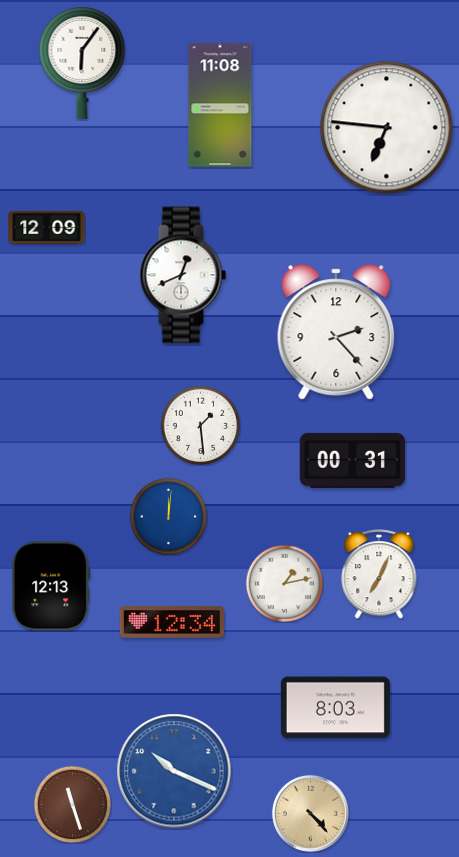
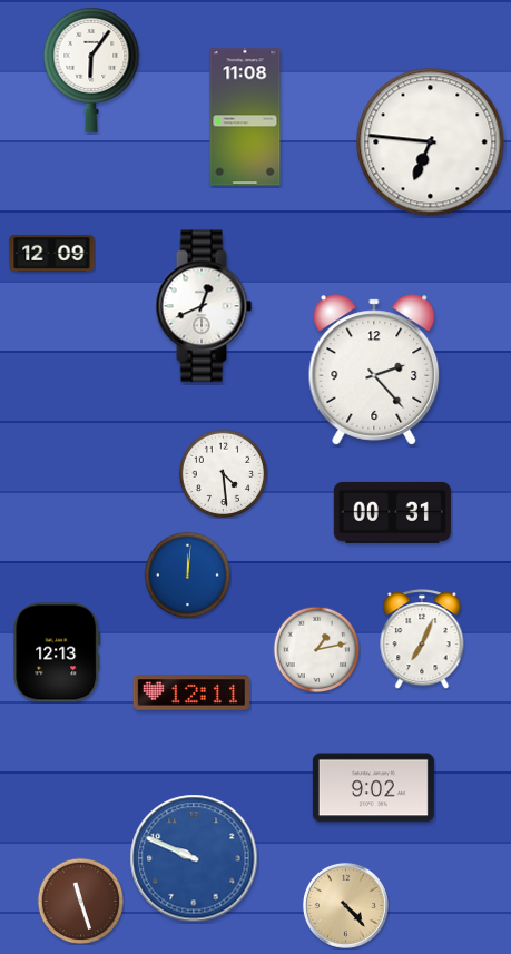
clock at (200, 425): 1:29 -> 4:29
clock at (171, 622): 12:34 -> 12:11
clock at (335, 708): 8:03 -> 9:02
clock at (174, 771): 10:19 -> 9:49
clock at (72, 804) position: (72, 804) -> (80, 901)
